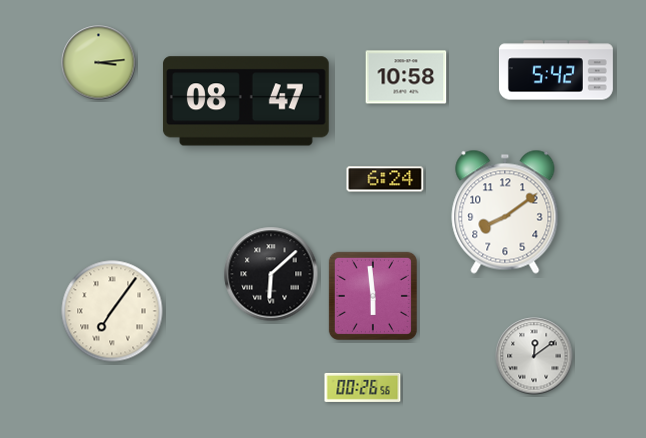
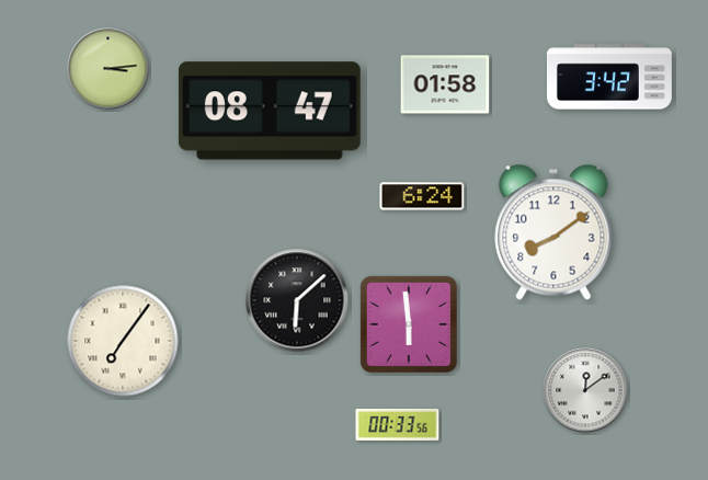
clock at (556, 70): 5:42 -> 3:42
clock at (406, 77): 10:58 -> 01:58
clock at (363, 387): 00:26 -> 00:33
